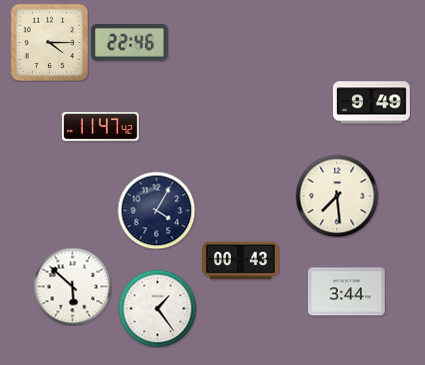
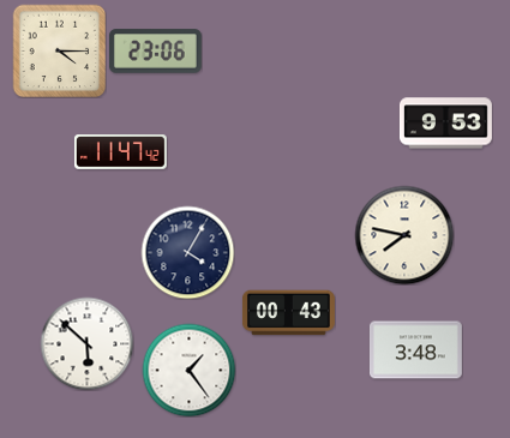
clock at (129, 43): 22:46 -> 23:06
clock at (371, 103): 9:49 -> 9:53
clock at (337, 196): 7:29 -> 7:47
clock at (346, 292): 3:44 -> 3:48
